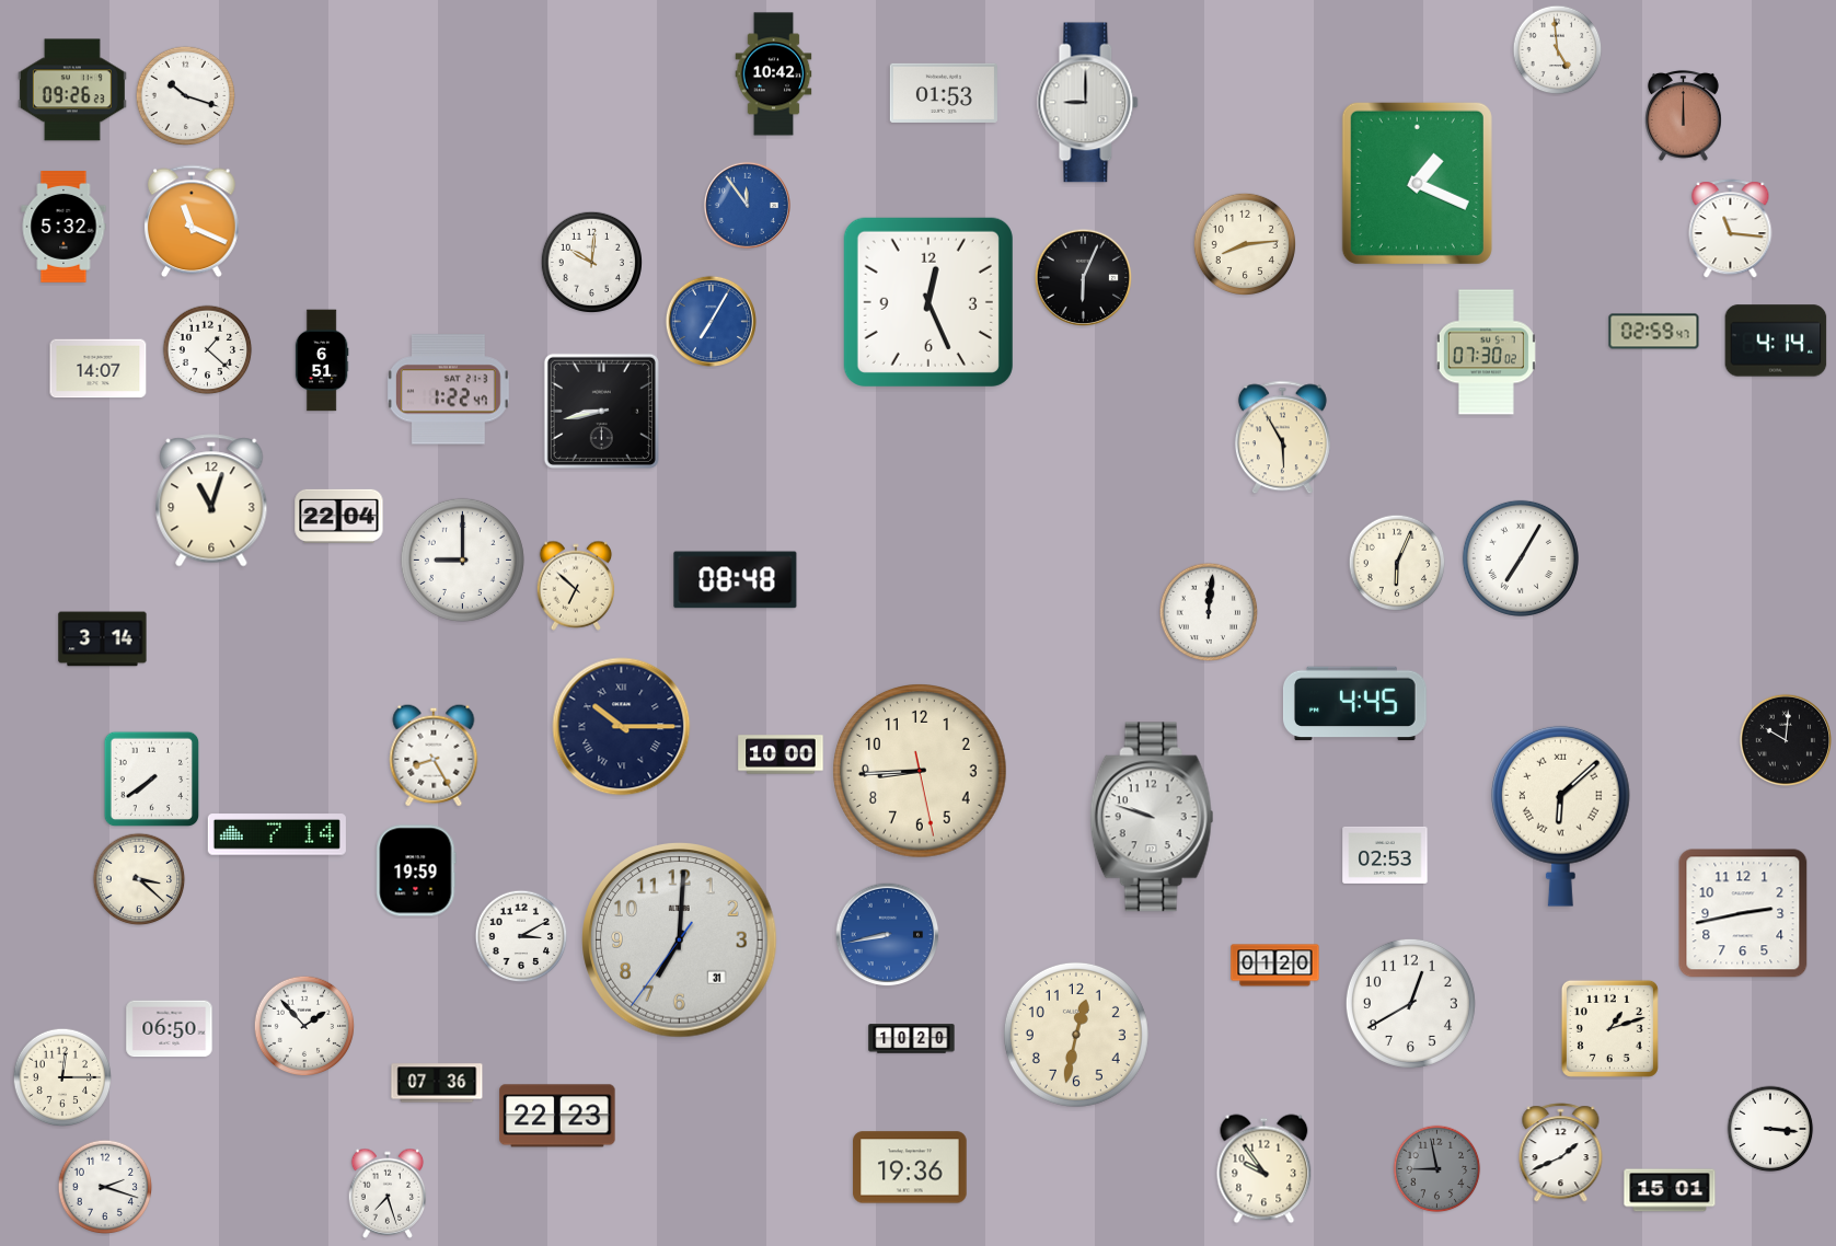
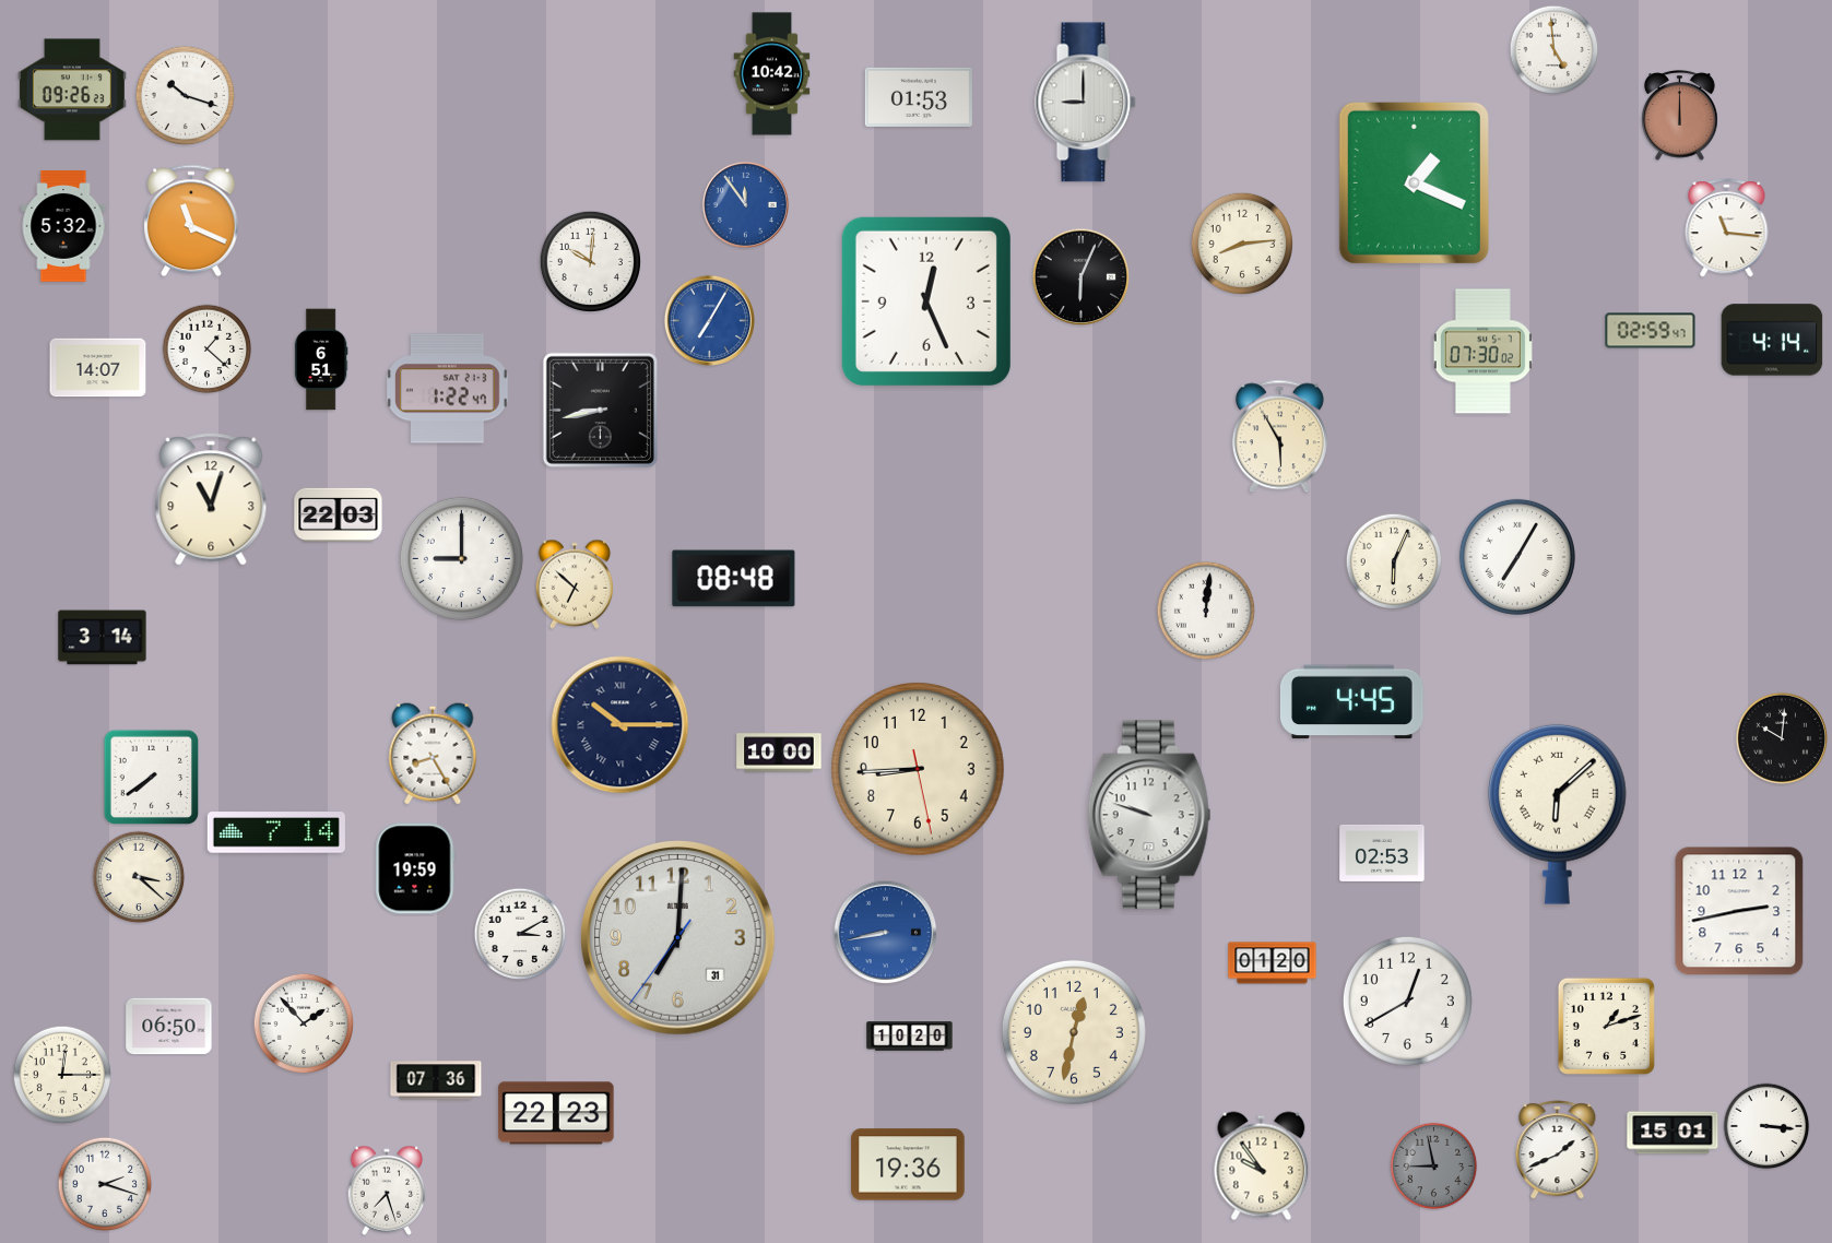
clock at (944, 93) position: (944, 93) -> (919, 97)
clock at (339, 516): 22:04 -> 22:03
clock at (1670, 1190) position: (1670, 1190) -> (1673, 1133)
